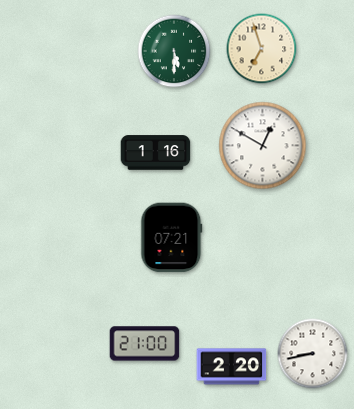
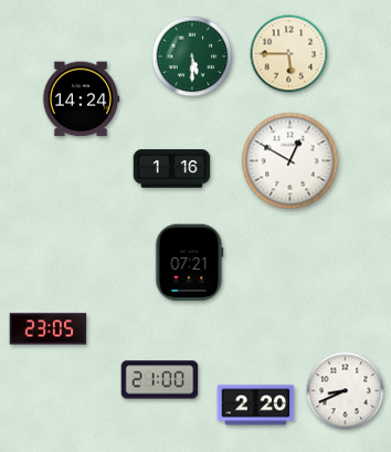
clock at (262, 49): 6:57 -> 5:45
clock at (81, 99): none -> 14:24
clock at (49, 329): none -> 23:05
clock at (313, 354): 8:43 -> 8:41
